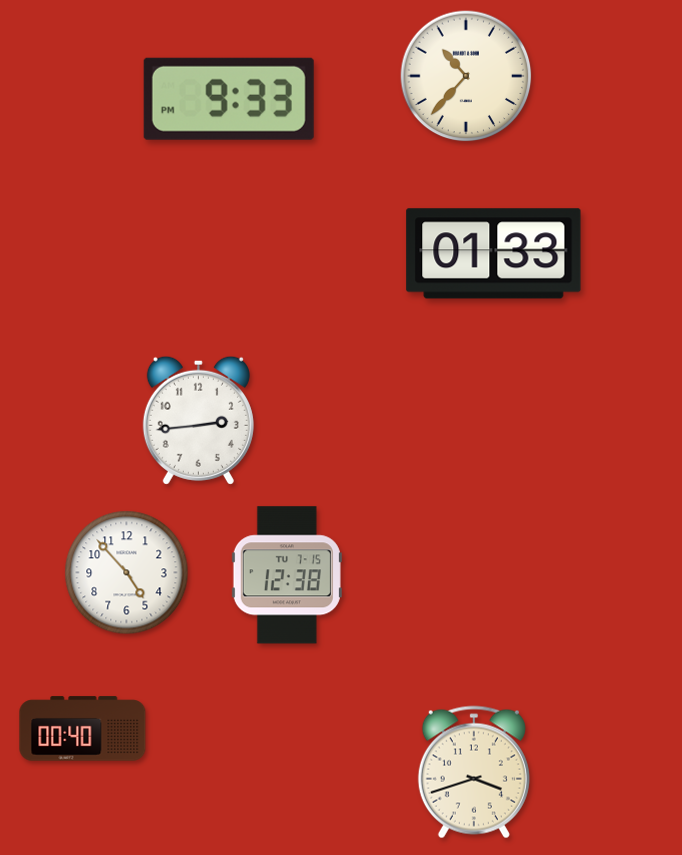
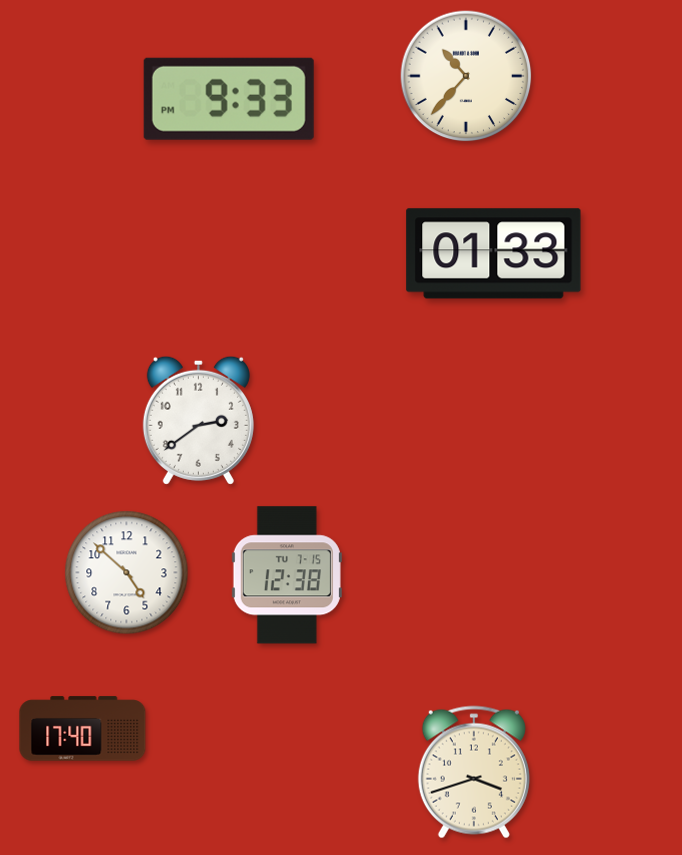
clock at (198, 420): 2:44 -> 2:39
clock at (127, 573): 4:53 -> 4:52
clock at (83, 729): 00:40 -> 17:40
